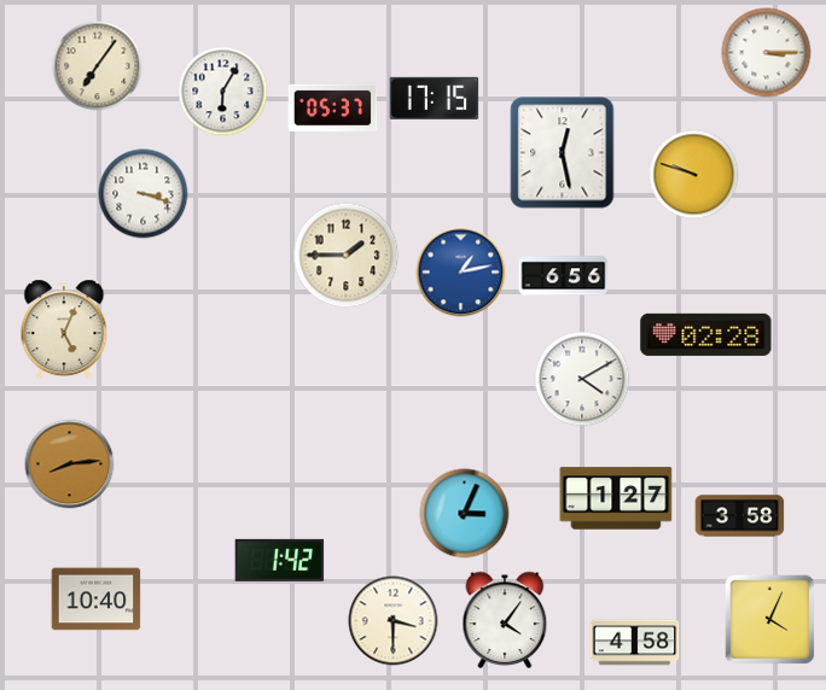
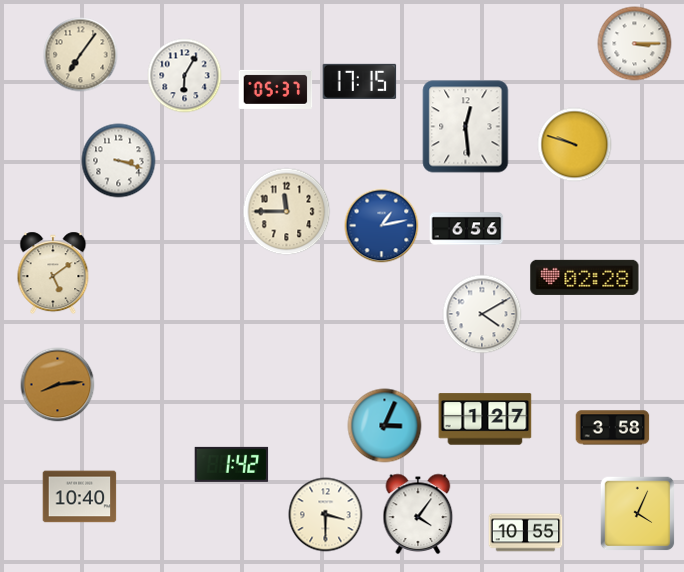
clock at (563, 153): 12:28 -> 12:29
clock at (347, 256): 1:45 -> 11:45
clock at (64, 329): 5:04 -> 5:09
clock at (616, 498) position: (616, 498) -> (485, 419)
clock at (635, 643): 4:58 -> 10:55
